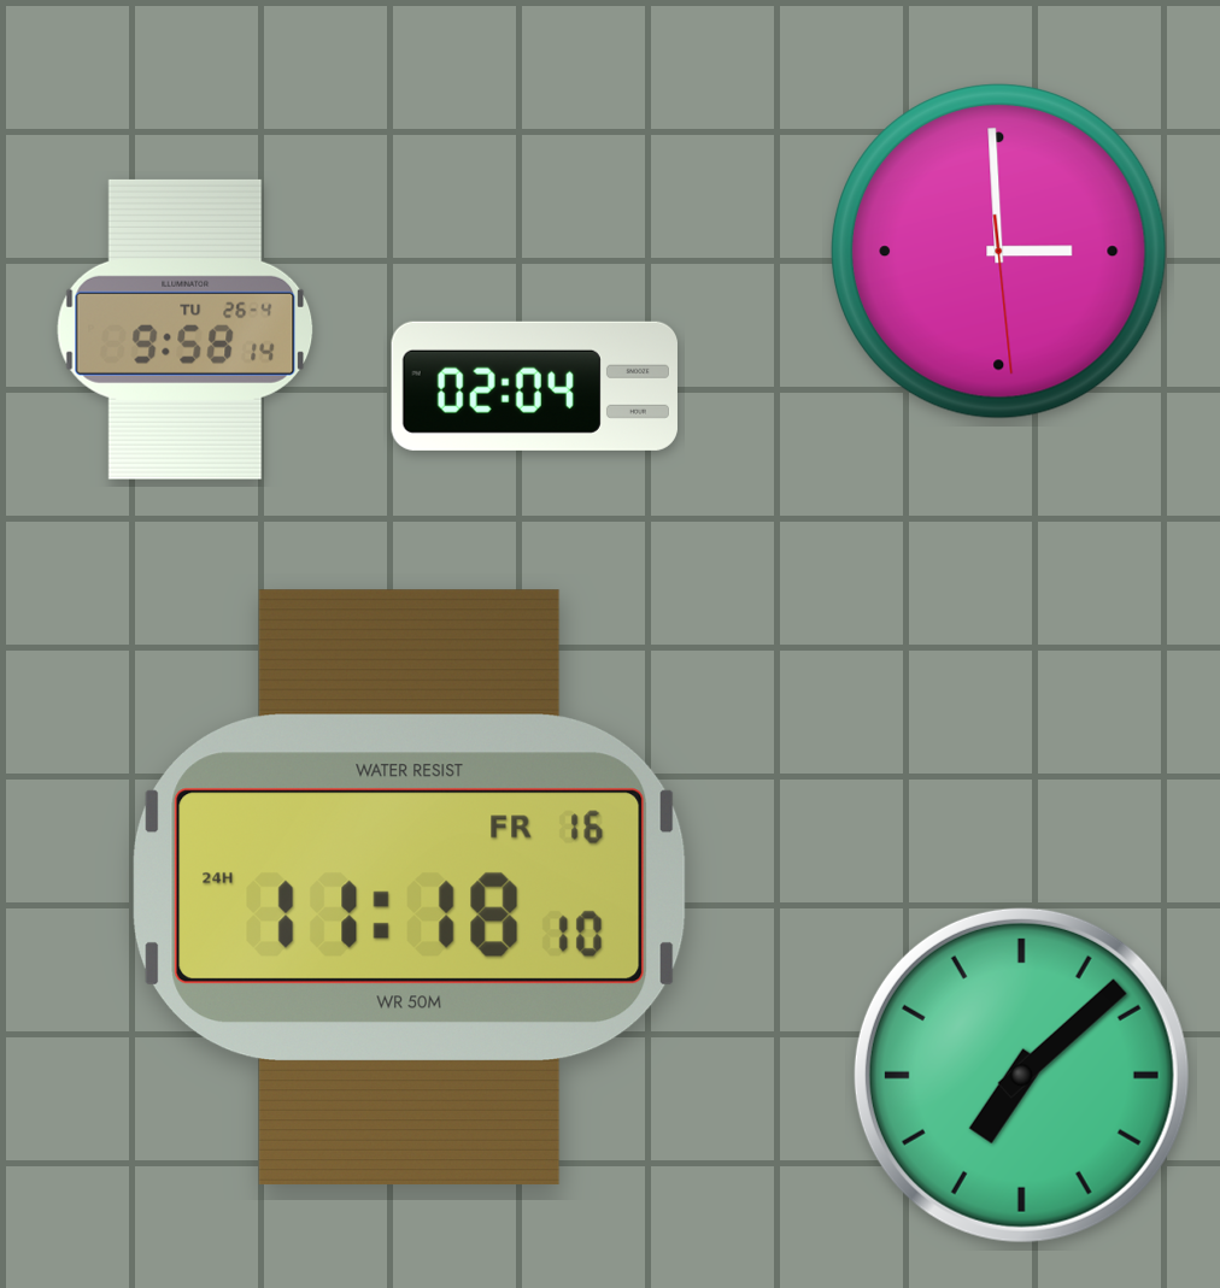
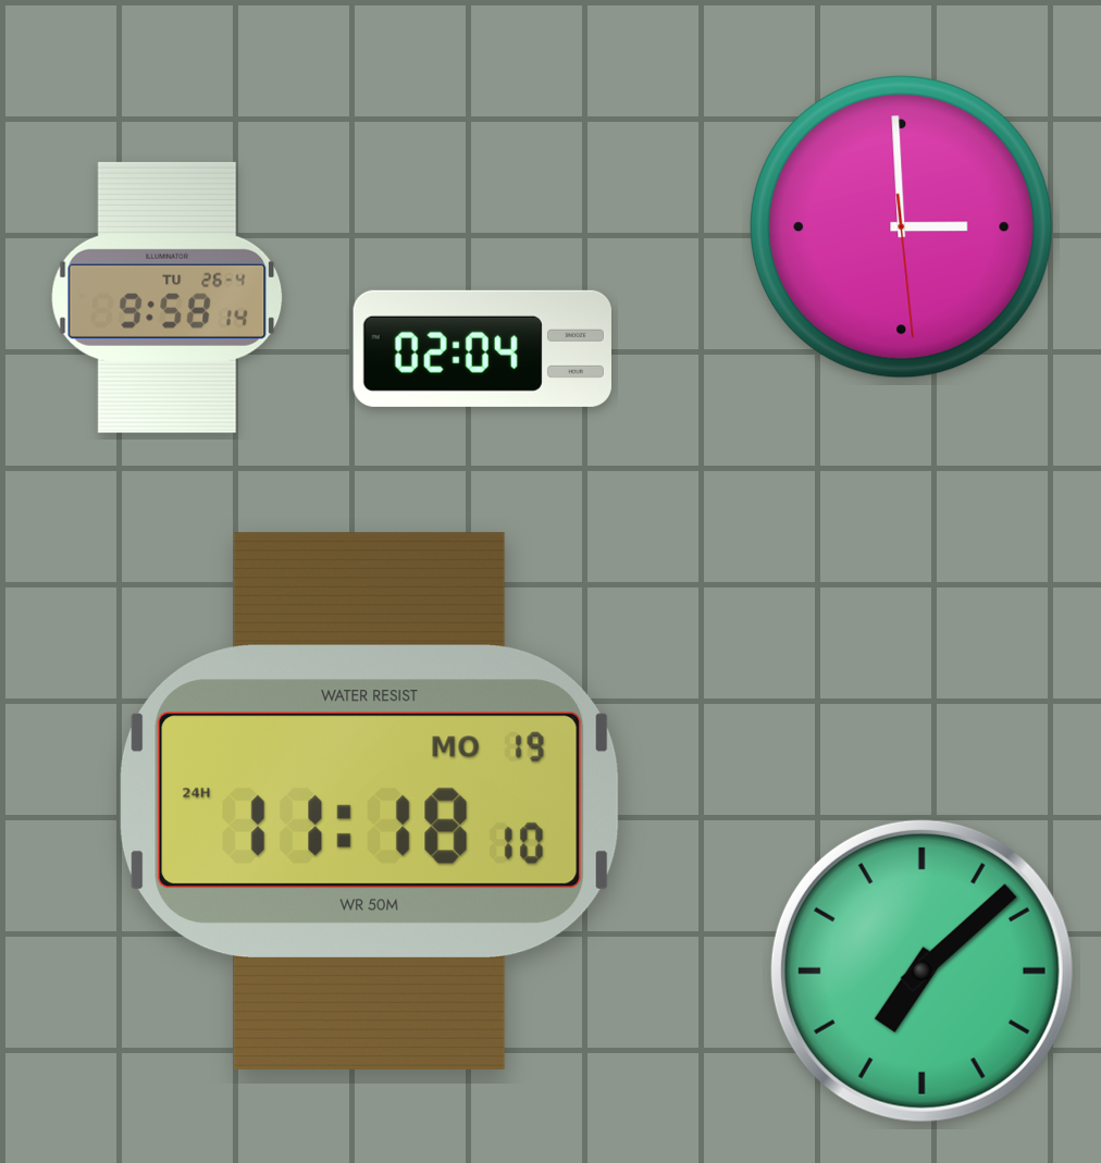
clock at (410, 887) date: FR 16 -> MO 19
